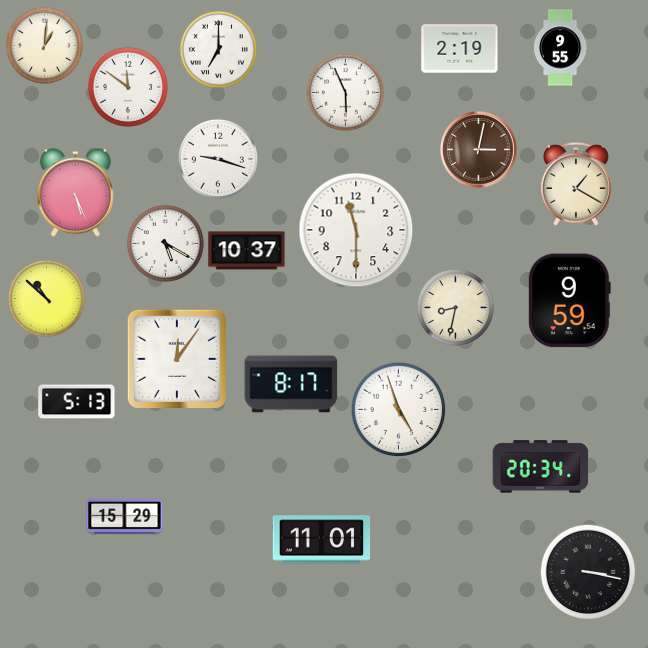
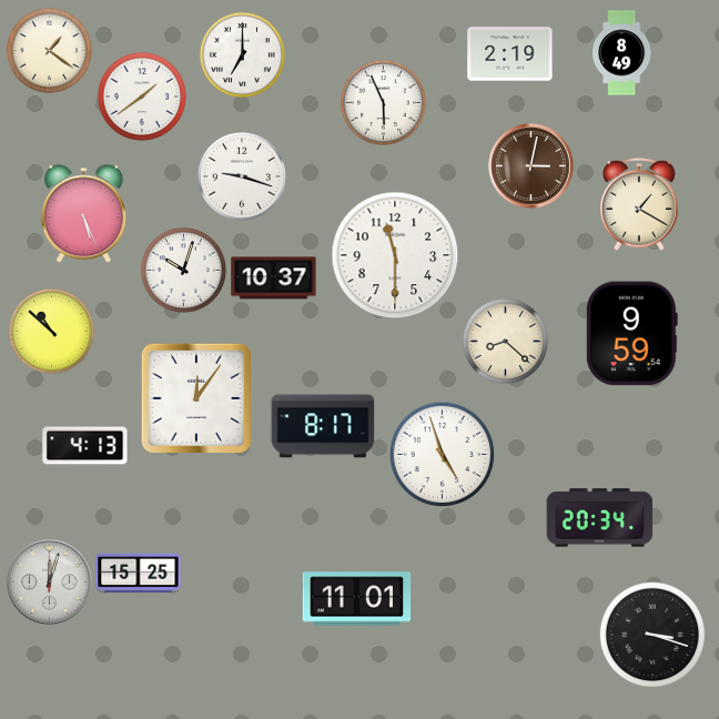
clock at (44, 45): 1:01 -> 1:21
clock at (560, 48): 9:55 -> 8:49
clock at (128, 87): 11:51 -> 1:39
clock at (165, 243): 5:20 -> 10:03
clock at (455, 307): 8:32 -> 8:22
clock at (77, 402): 5:13 -> 4:13
clock at (125, 517): 15:29 -> 15:25
clock at (50, 583): none -> 12:03
clock at (588, 572): 3:17 -> 3:18
